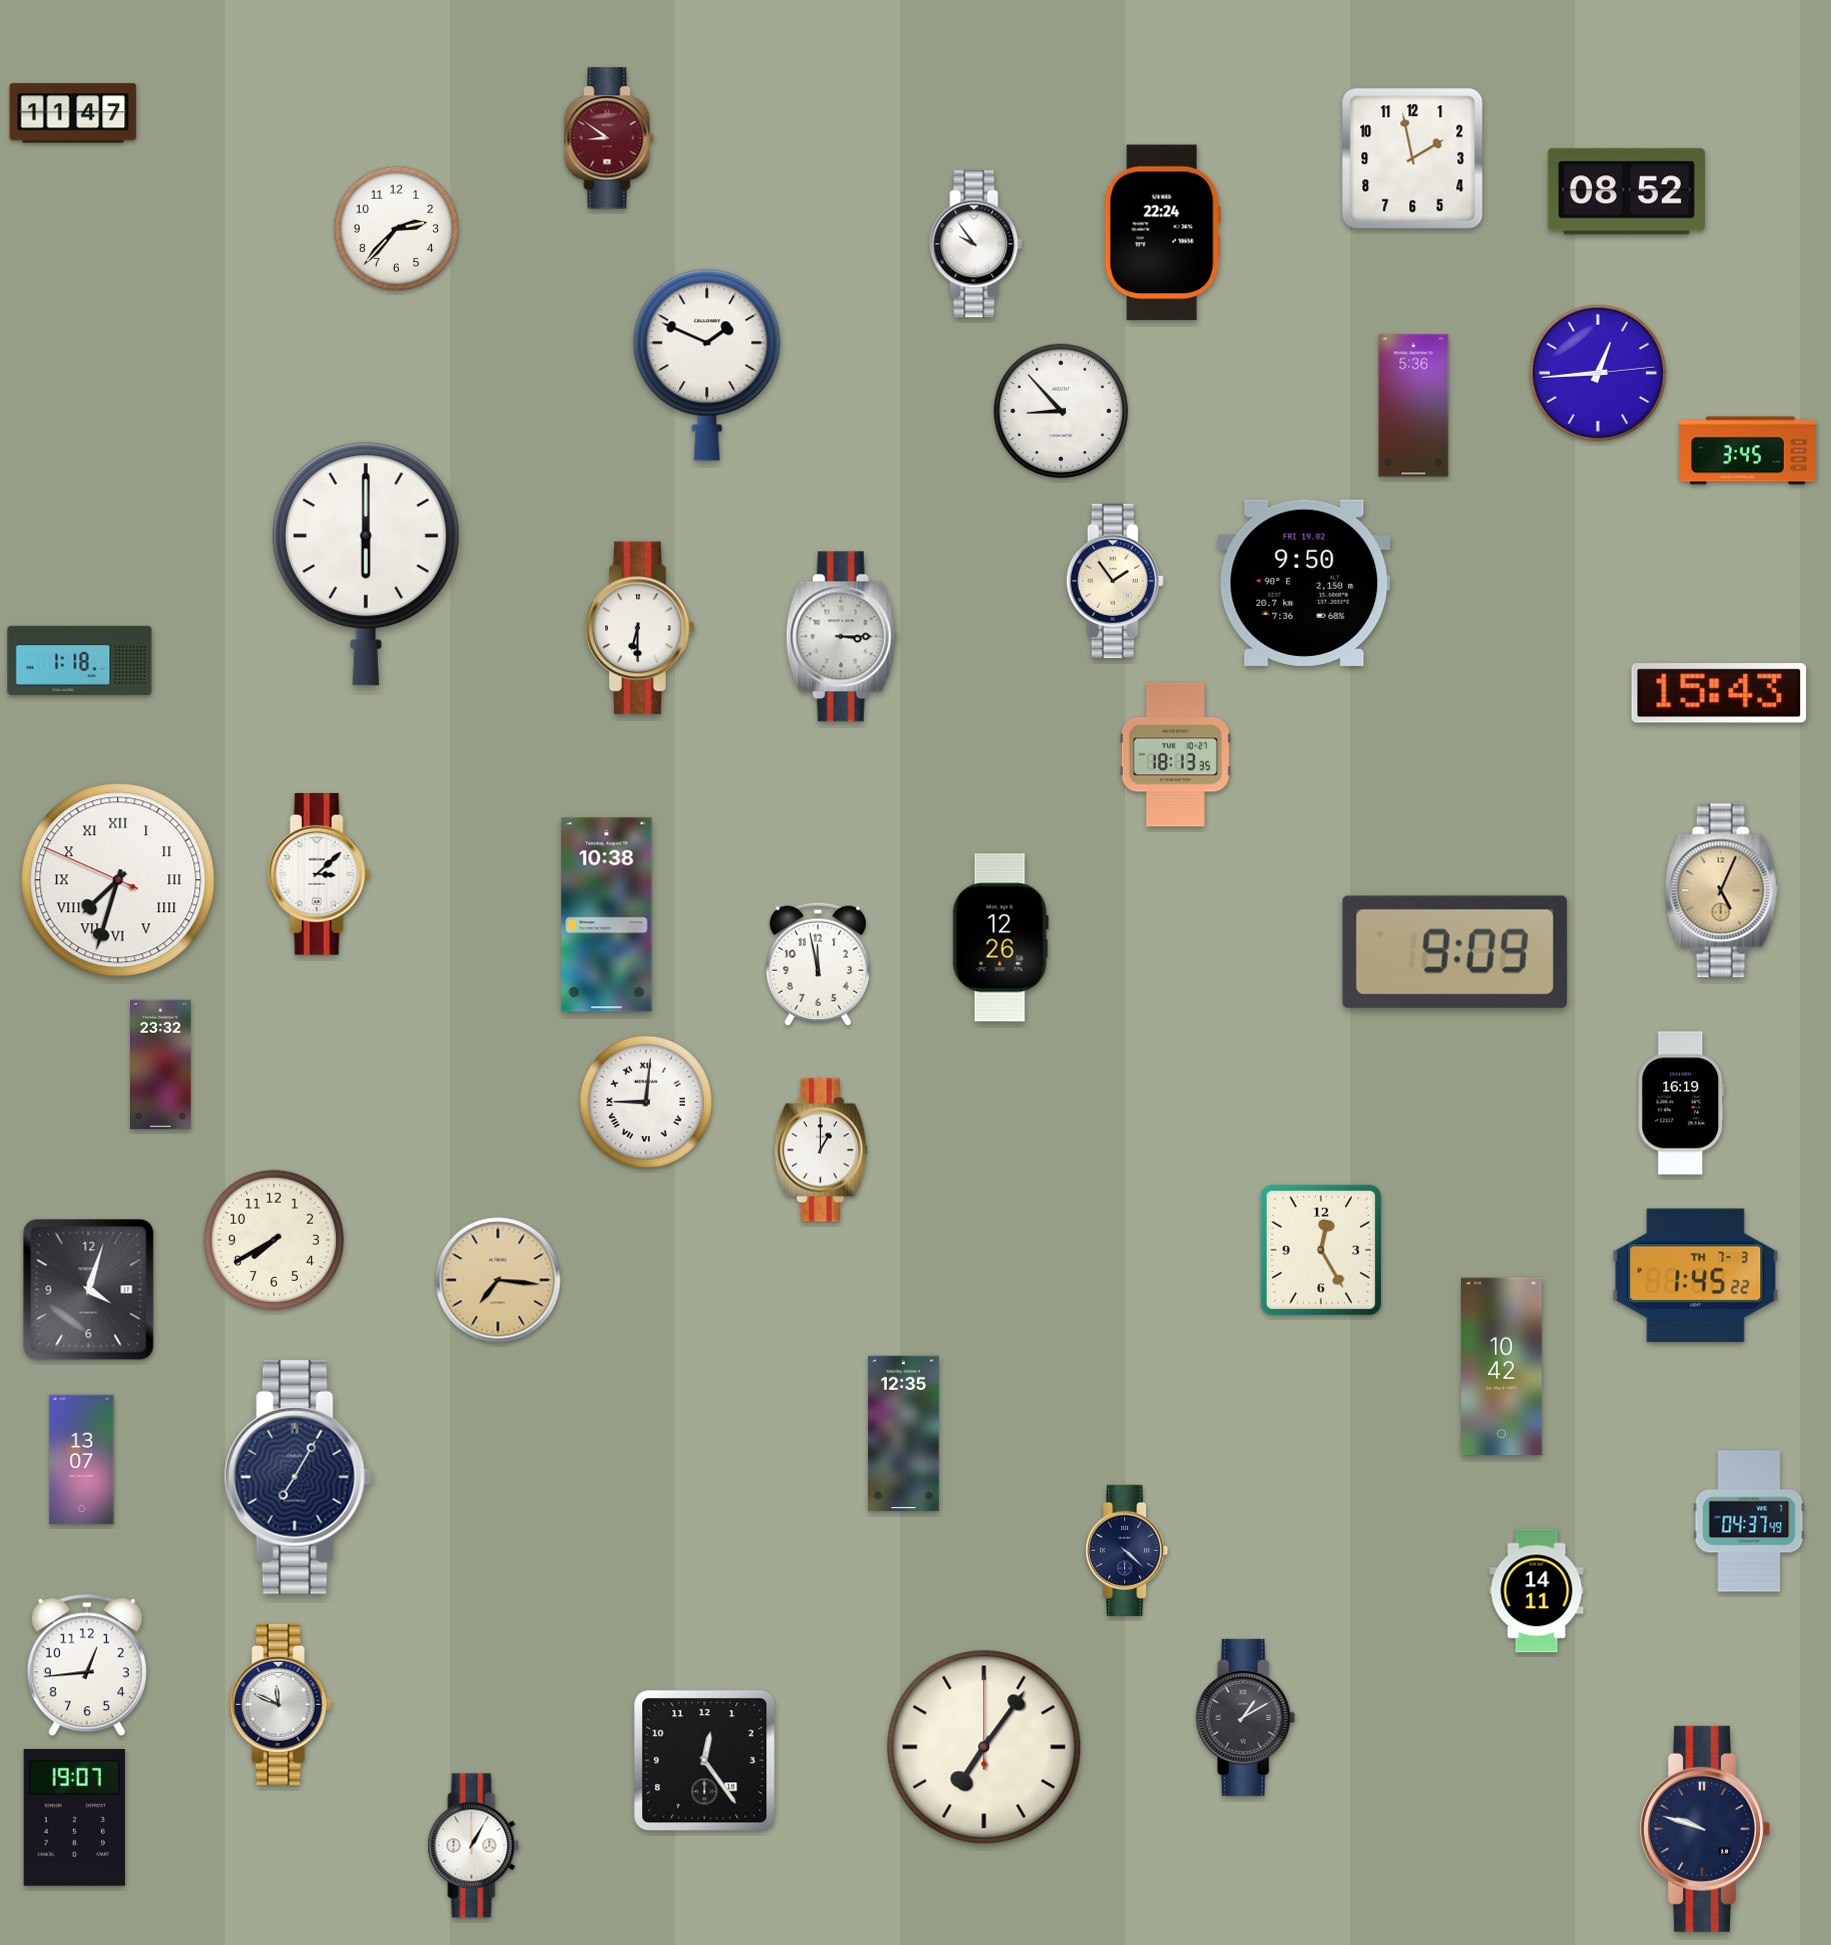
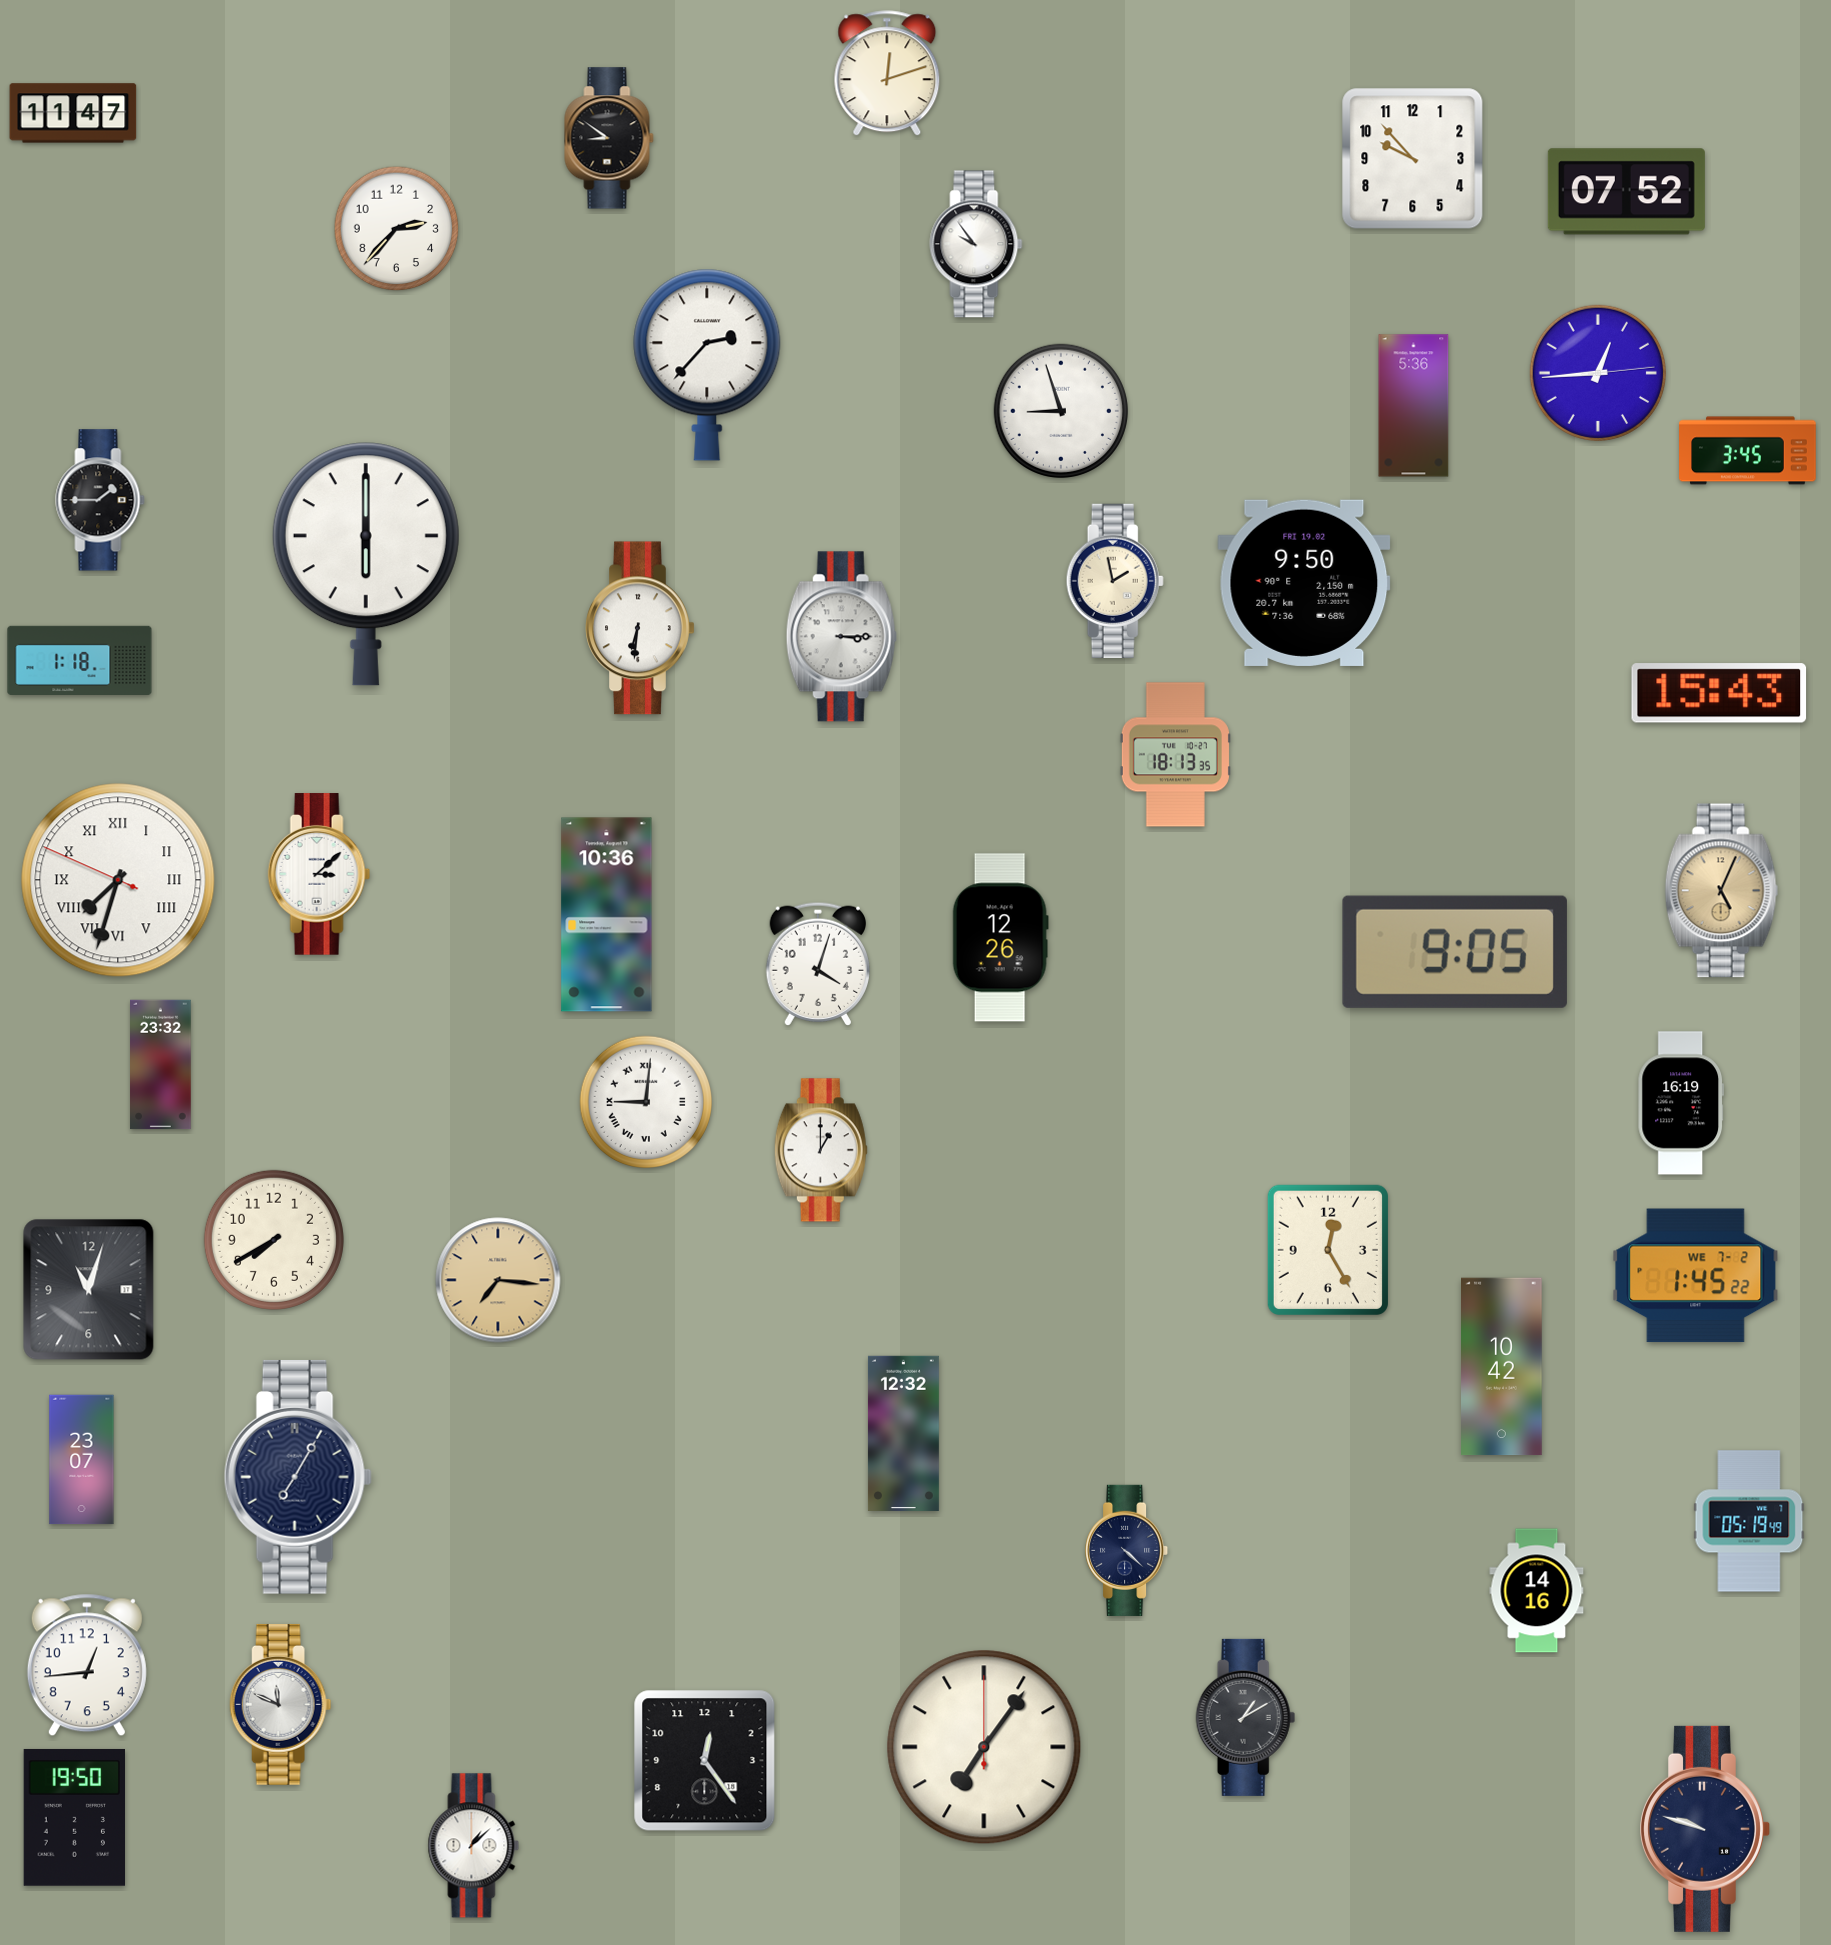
clock at (887, 74): none -> 12:12
clock at (609, 138) dial: burgundy -> black
clock at (1413, 159): 1:58 -> 9:53
clock at (1626, 192): 08:52 -> 07:52
clock at (1162, 233): 22:24 -> none
clock at (707, 365): 1:49 -> 2:37
clock at (1060, 410): 8:53 -> 8:57
clock at (100, 500): none -> 1:45
clock at (1115, 581): 1:54 -> 1:58
clock at (640, 628): 6:30 -> 6:31
clock at (607, 915): 10:38 -> 10:36
clock at (1455, 952): 9:09 -> 9:05
clock at (817, 963): 11:58 -> 4:03
clock at (1321, 1250) position: (1321, 1250) -> (1328, 1250)
clock at (1696, 1276) date: TH 7-3 -> WE 7-2
clock at (89, 1290): 4:03 -> 11:03
clock at (903, 1433): 12:35 -> 12:32
clock at (82, 1460): 13:07 -> 23:07
clock at (1749, 1521): 04:37 -> 05:19
clock at (1537, 1591): 14:11 -> 14:16
clock at (74, 1818): 19:07 -> 19:50
clock at (474, 1846): 1:05 -> 1:08
